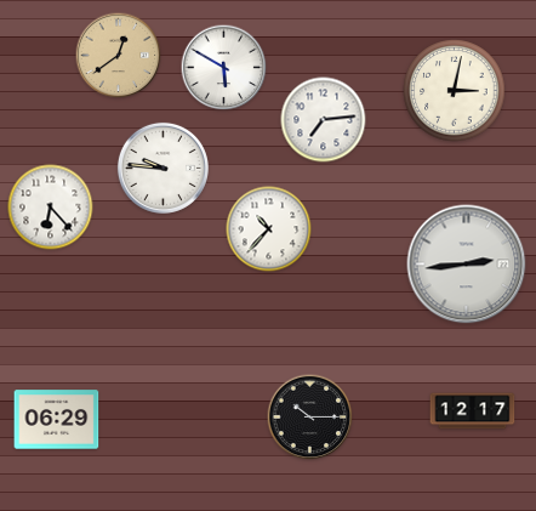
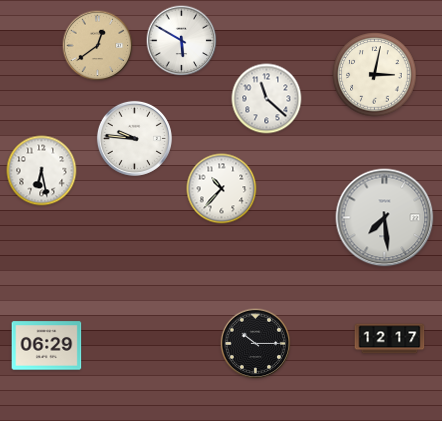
clock at (224, 68) position: (224, 68) -> (182, 41)
clock at (324, 120): 7:14 -> 11:22
clock at (51, 208): 6:23 -> 6:28
clock at (467, 265): 2:44 -> 7:29
